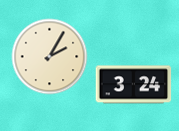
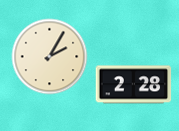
clock at (134, 85): 3:24 -> 2:28
